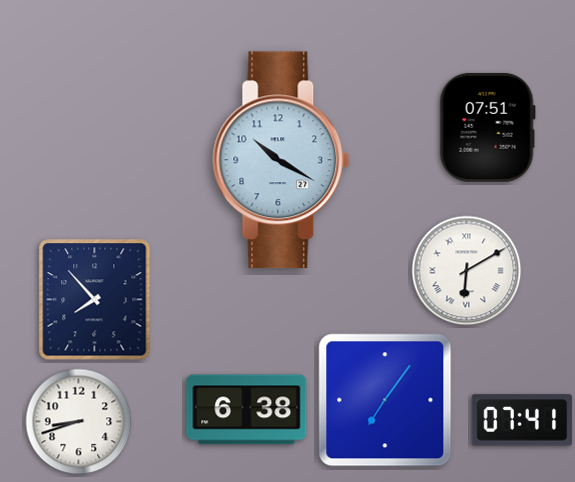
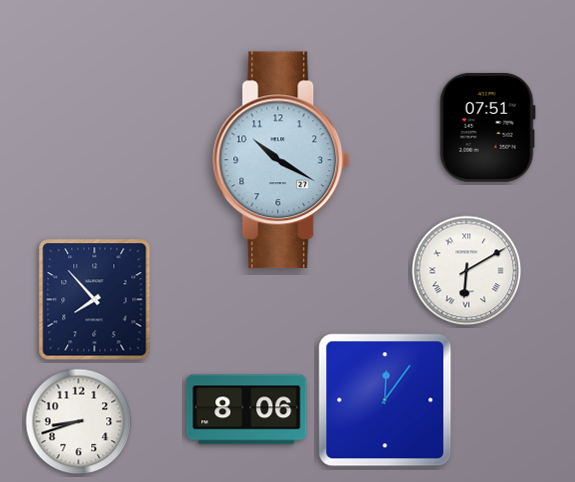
clock at (385, 400): 7:06 -> 12:06
clock at (247, 410): 6:38 -> 8:06
clock at (522, 420): 07:41 -> none
